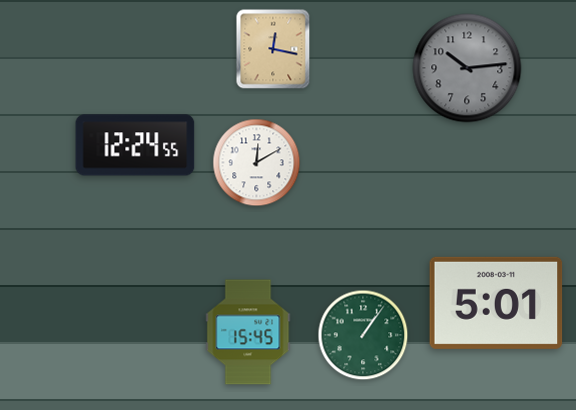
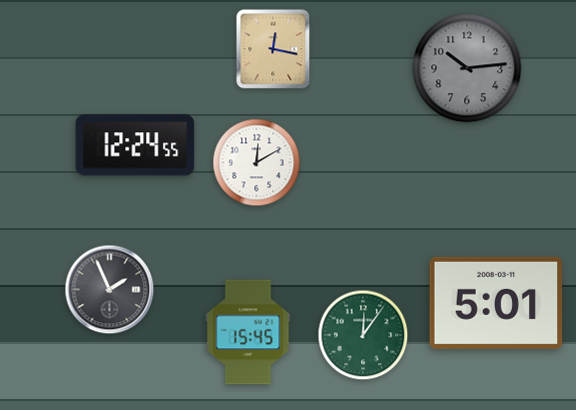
clock at (110, 290): none -> 1:56
clock at (363, 335): 1:06 -> 12:06
